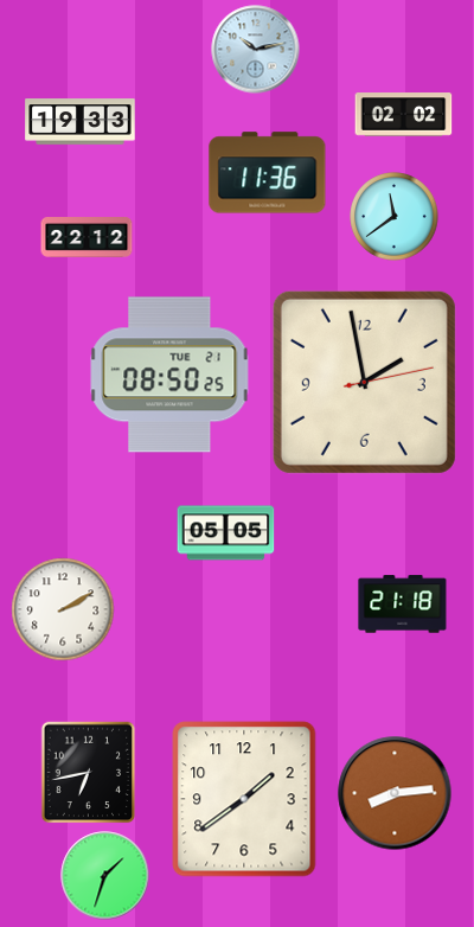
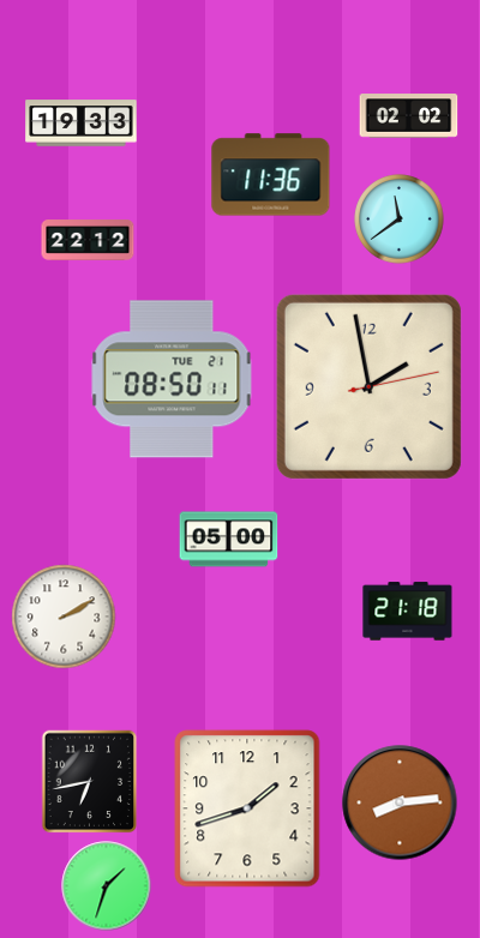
clock at (256, 50): 10:13 -> none
clock at (169, 375): 08:50:25 -> 08:50:11
clock at (226, 533): 05:05 -> 05:00
clock at (244, 799): 1:39 -> 1:42
